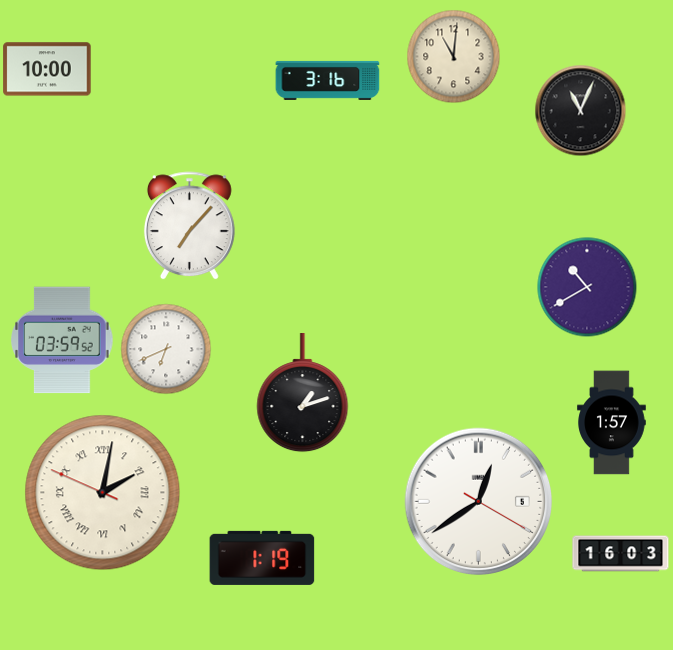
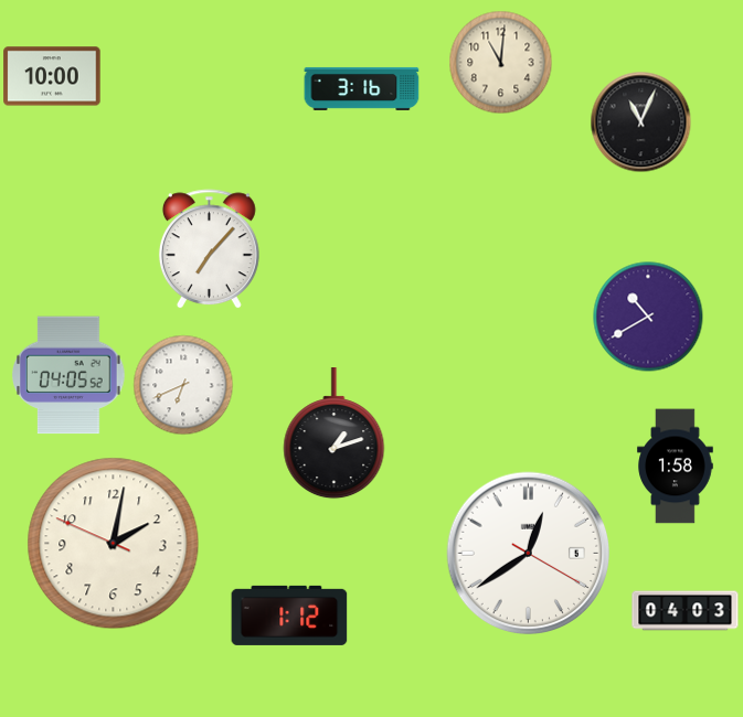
clock at (62, 340): 03:59 -> 04:05
clock at (612, 423): 1:57 -> 1:58
clock at (103, 493) numerals: Roman -> Arabic
clock at (621, 554): 16:03 -> 04:03
clock at (262, 558): 1:19 -> 1:12
